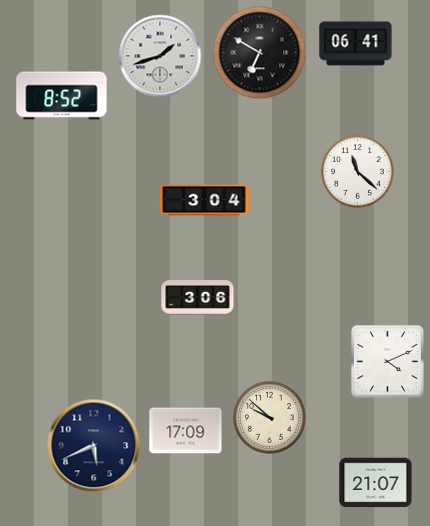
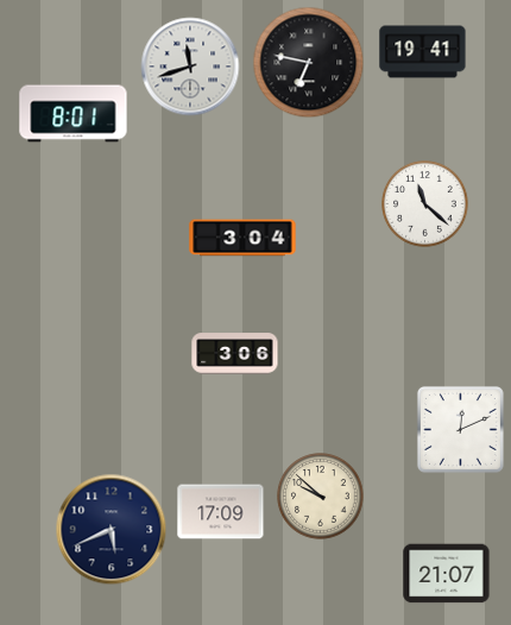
clock at (356, 44): 06:41 -> 19:41
clock at (260, 53): 6:50 -> 6:47
clock at (160, 56): 1:42 -> 11:42
clock at (62, 96): 8:52 -> 8:01
clock at (387, 361): 4:11 -> 12:11
